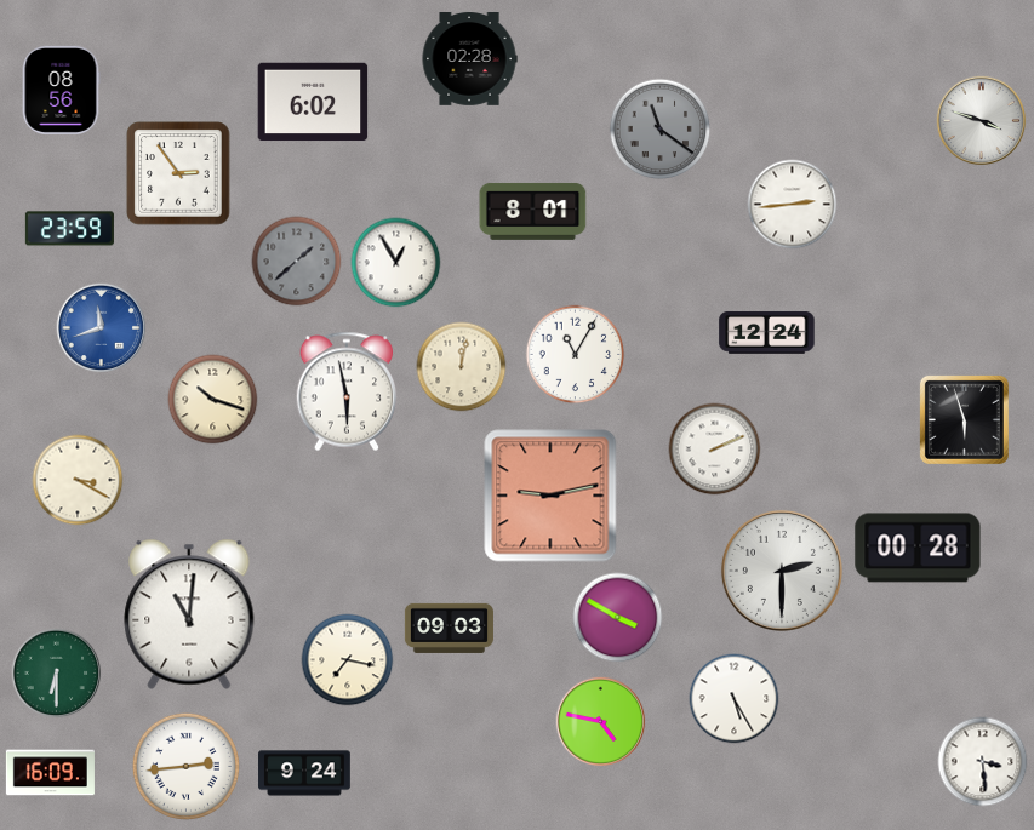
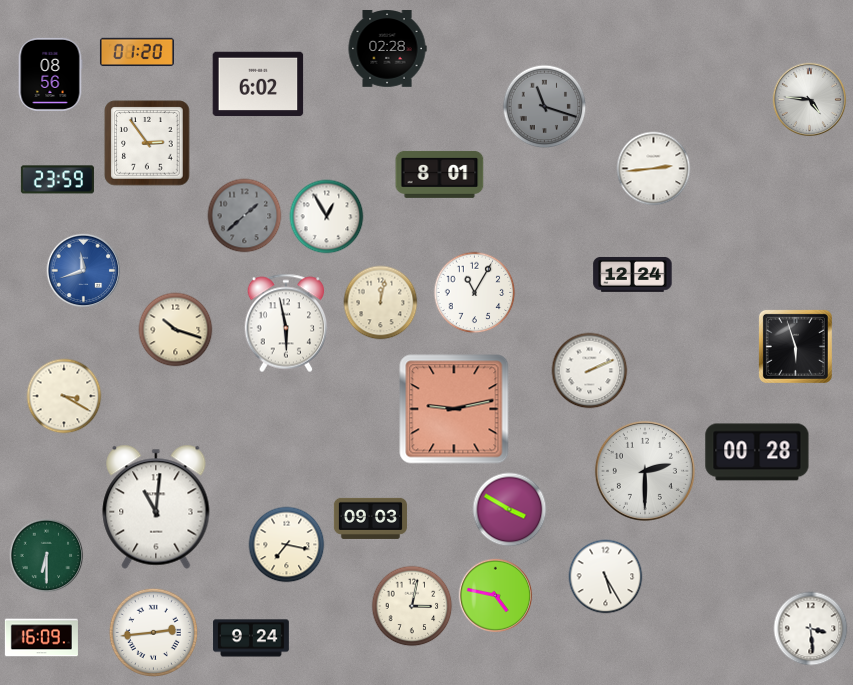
clock at (137, 52): none -> 01:20
clock at (982, 121): 3:48 -> 4:46
clock at (661, 130): 11:21 -> 11:18
clock at (69, 229) position: (69, 229) -> (57, 180)
clock at (412, 606): none -> 3:02
